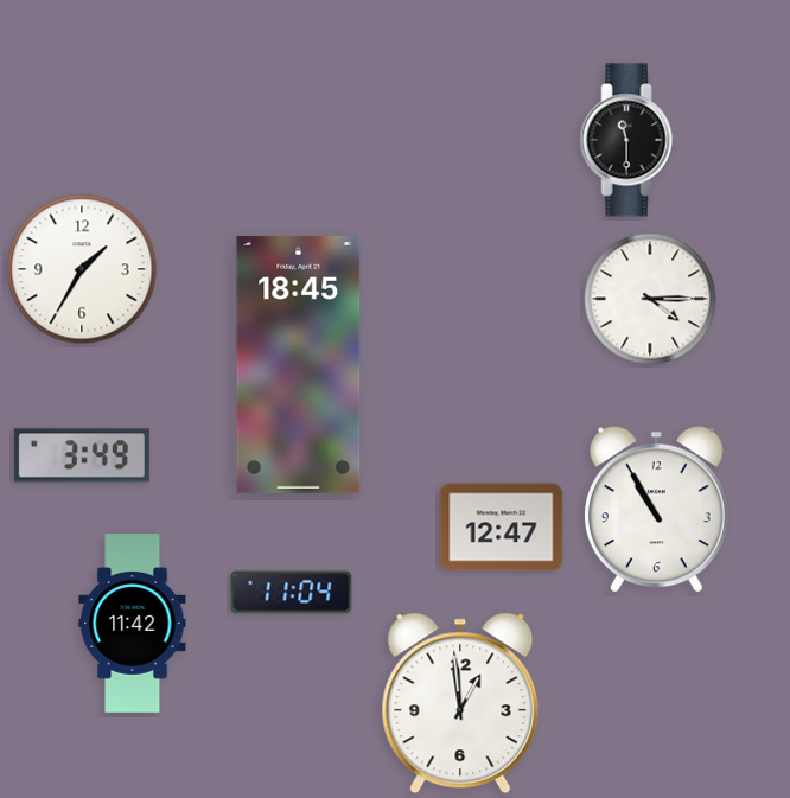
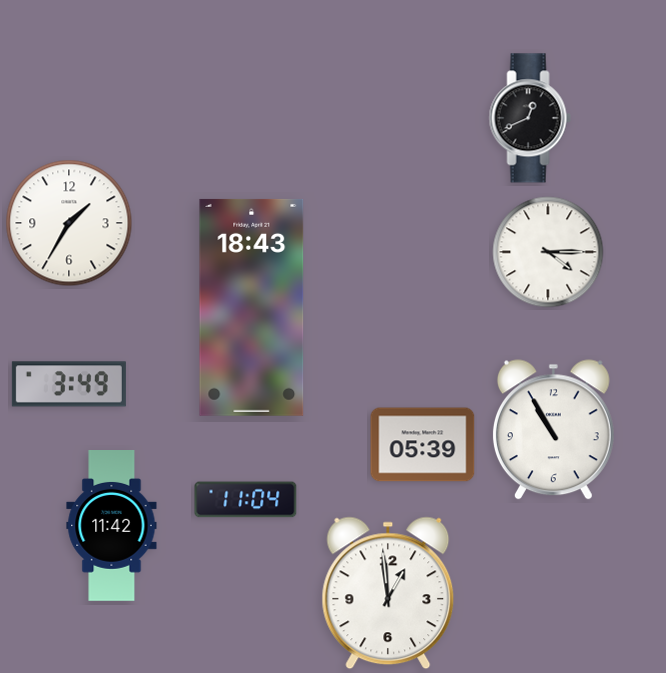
clock at (629, 140): 11:30 -> 12:41
clock at (82, 269) position: (82, 269) -> (69, 223)
clock at (299, 364): 18:45 -> 18:43
clock at (502, 528): 12:47 -> 05:39
